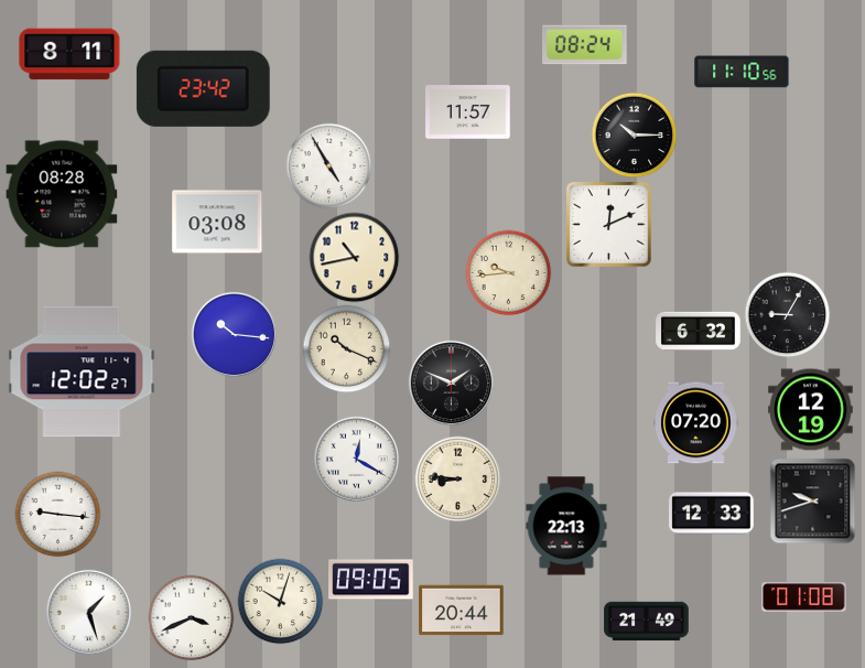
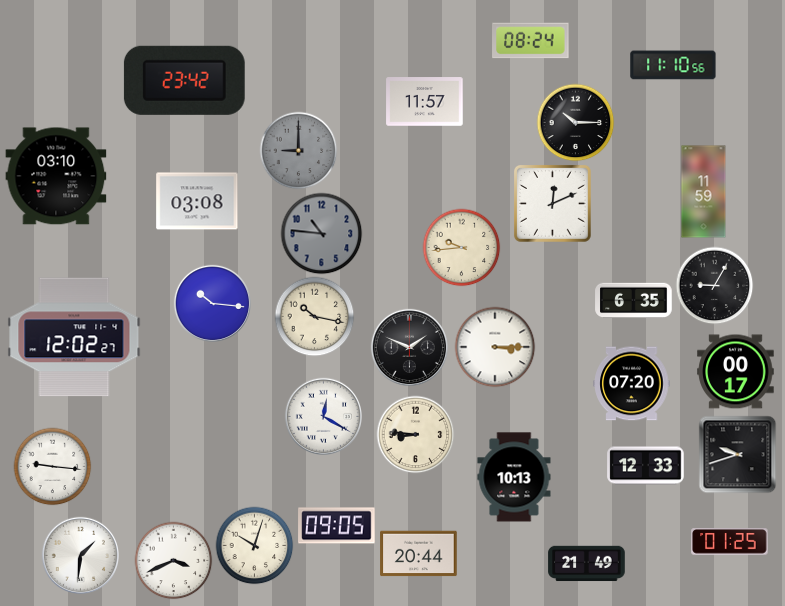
clock at (69, 54): 8:11 -> none
clock at (328, 165): 4:55 -> 9:00
clock at (328, 165) dial: white -> grey
clock at (62, 194): 08:28 -> 03:10
clock at (704, 192): none -> 11:59
clock at (354, 257): 10:43 -> 10:46
clock at (354, 257) dial: cream -> grey
clock at (699, 332): 6:32 -> 6:35
clock at (346, 348): 10:19 -> 10:17
clock at (495, 347): none -> 3:15
clock at (811, 410): 12:19 -> 00:17
clock at (566, 526): 22:13 -> 10:13
clock at (804, 597): 01:08 -> 01:25
clock at (88, 612): 1:27 -> 1:31
